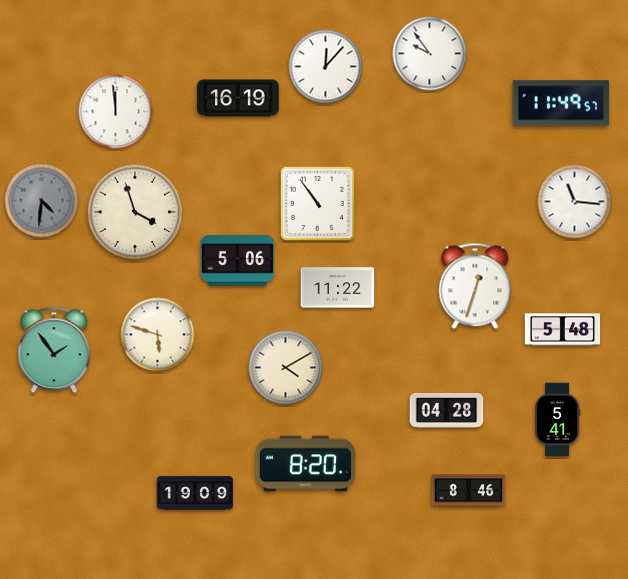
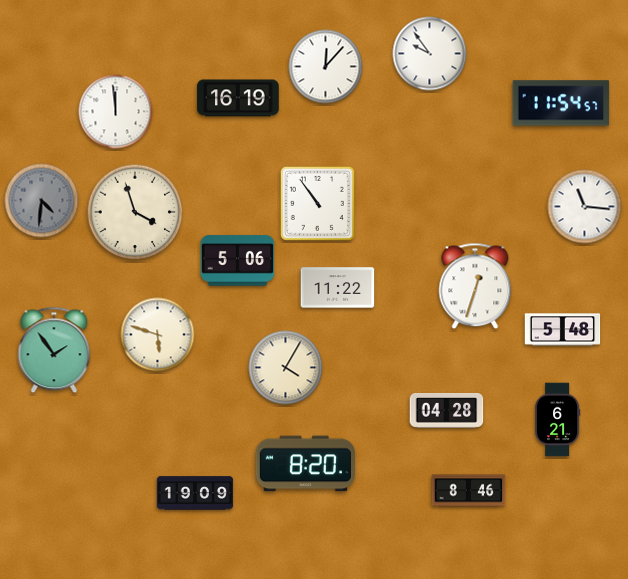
clock at (561, 103): 11:49 -> 11:54
clock at (575, 202) position: (575, 202) -> (585, 207)
clock at (286, 368): 4:10 -> 4:05
clock at (558, 420): 5:41 -> 6:21
